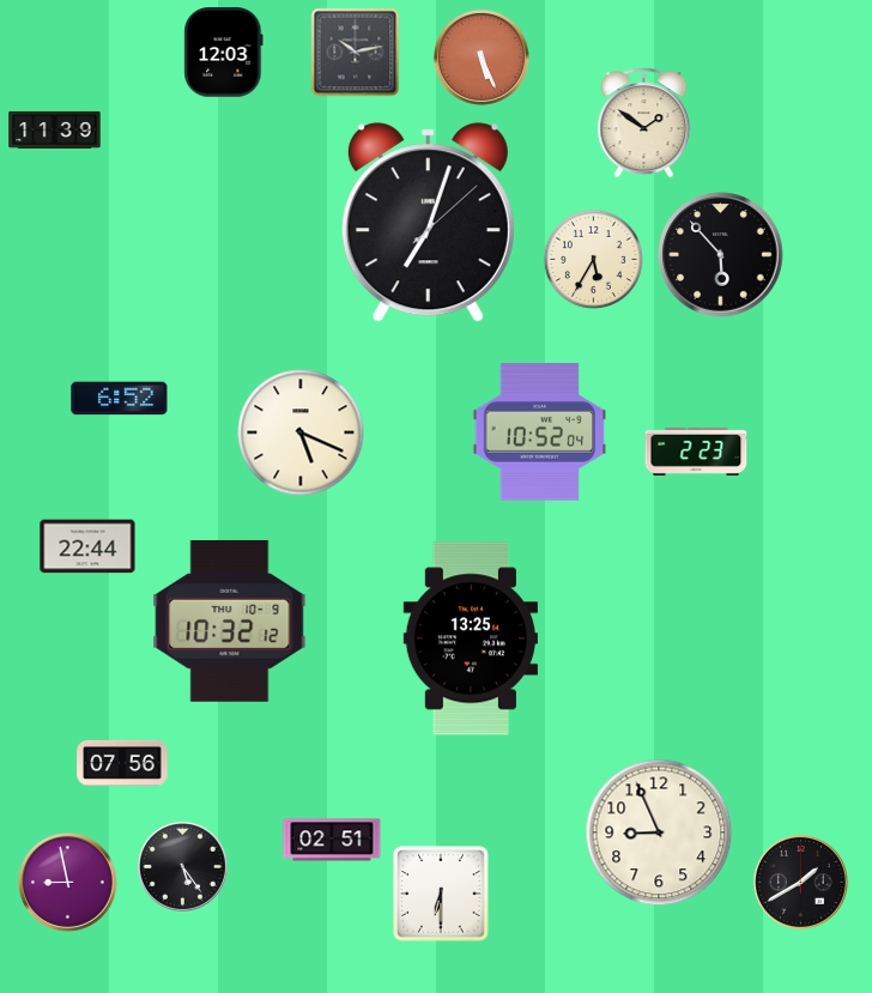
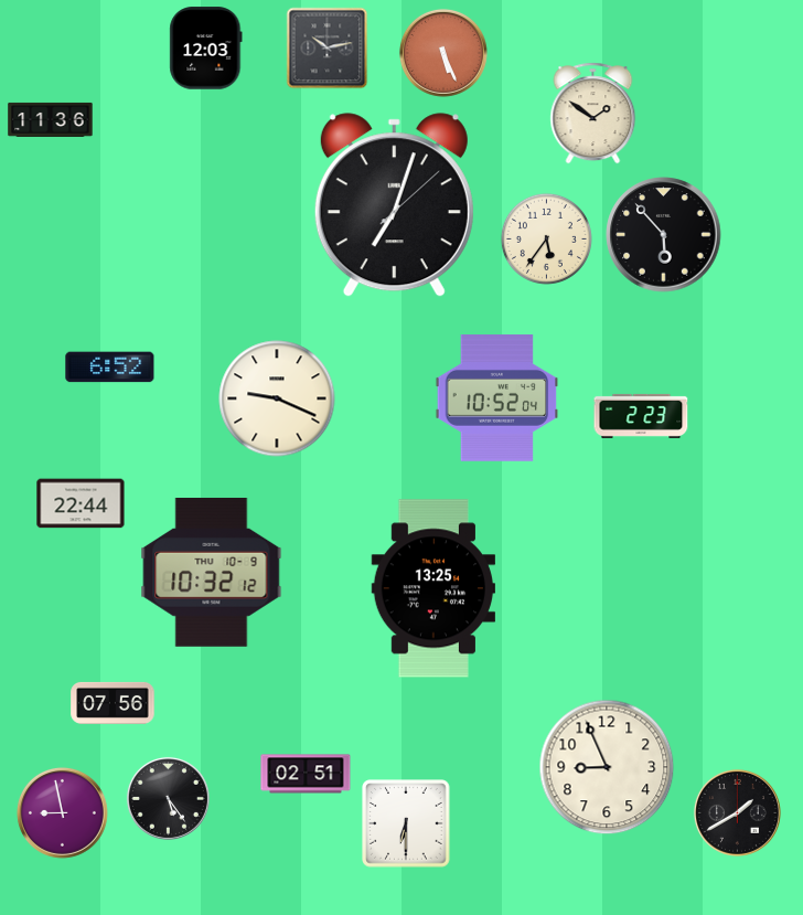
clock at (55, 129): 11:39 -> 11:36
clock at (593, 259): 5:35 -> 5:36
clock at (301, 432): 5:19 -> 9:19
